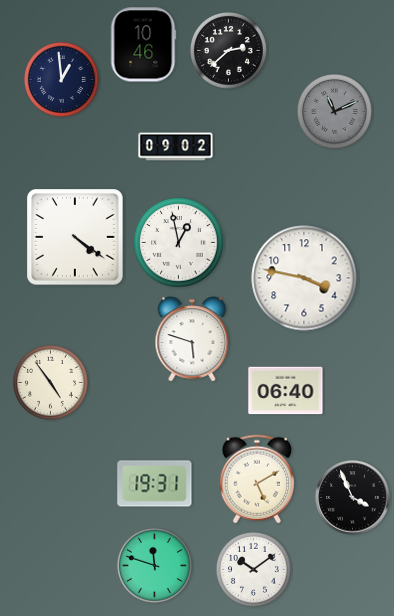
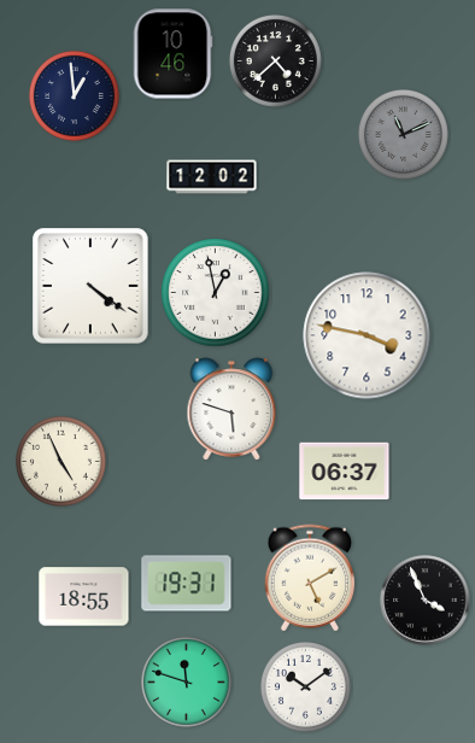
clock at (228, 51): 2:38 -> 4:38
clock at (176, 147): 09:02 -> 12:02
clock at (50, 382): 4:54 -> 4:56
clock at (286, 391): 06:40 -> 06:37
clock at (84, 597): none -> 18:55
